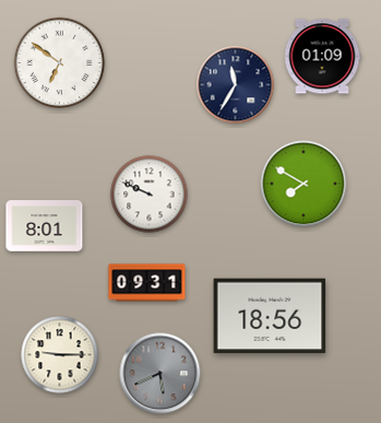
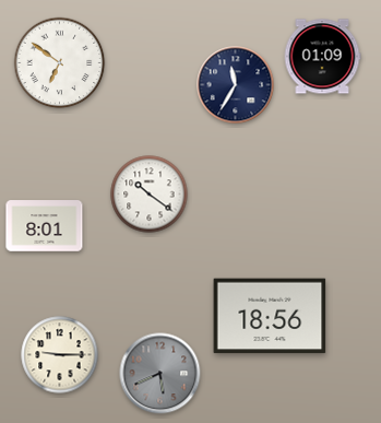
clock at (303, 184): 7:50 -> none
clock at (150, 195): 9:49 -> 10:21
clock at (147, 283): 09:31 -> none
